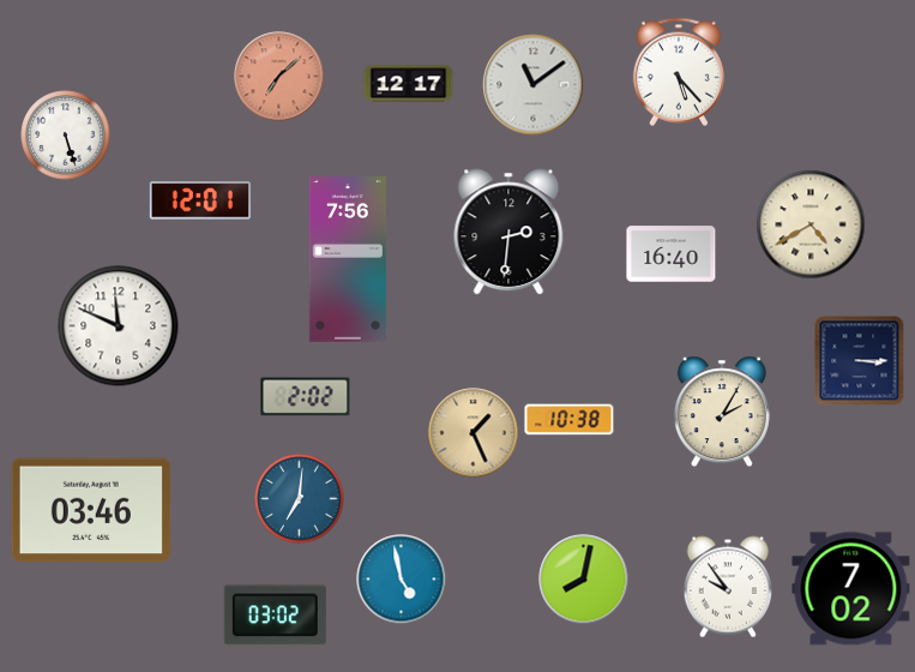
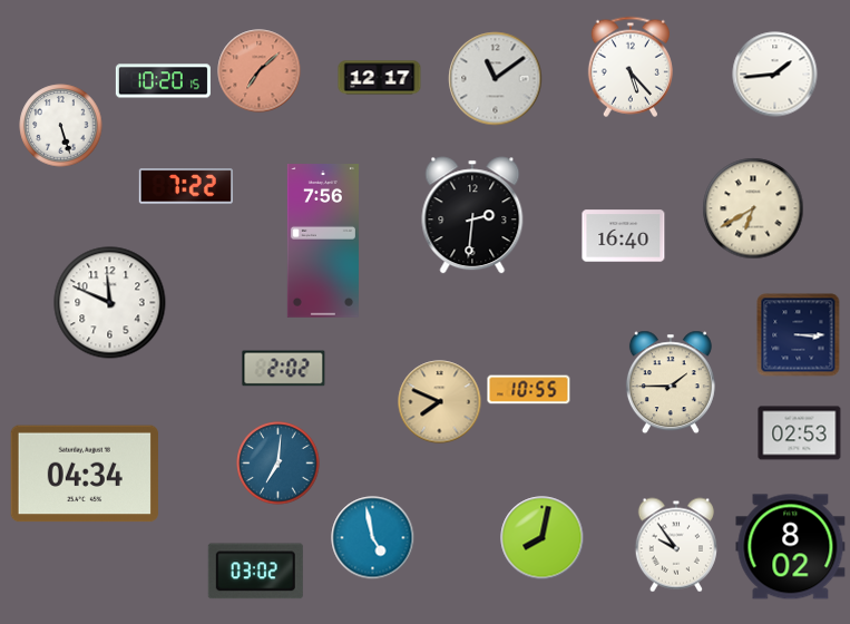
clock at (775, 75): none -> 1:44
clock at (163, 81): none -> 10:20
clock at (200, 200): 12:01 -> 7:22
clock at (811, 224): 4:40 -> 6:40
clock at (722, 412): 2:05 -> 1:45
clock at (570, 420): 10:38 -> 10:55
clock at (474, 433): 1:26 -> 7:49
clock at (800, 433): none -> 02:53
clock at (91, 510): 03:46 -> 04:34
clock at (851, 589): 7:02 -> 8:02
